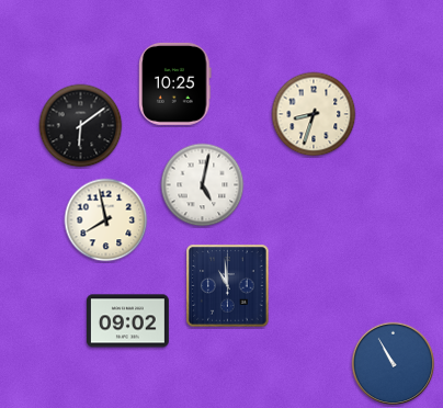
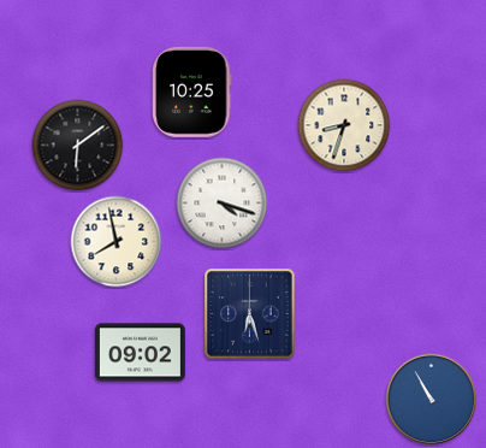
clock at (81, 126) position: (81, 126) -> (78, 146)
clock at (203, 185): 5:02 -> 4:18
clock at (228, 286): 10:59 -> 6:27
